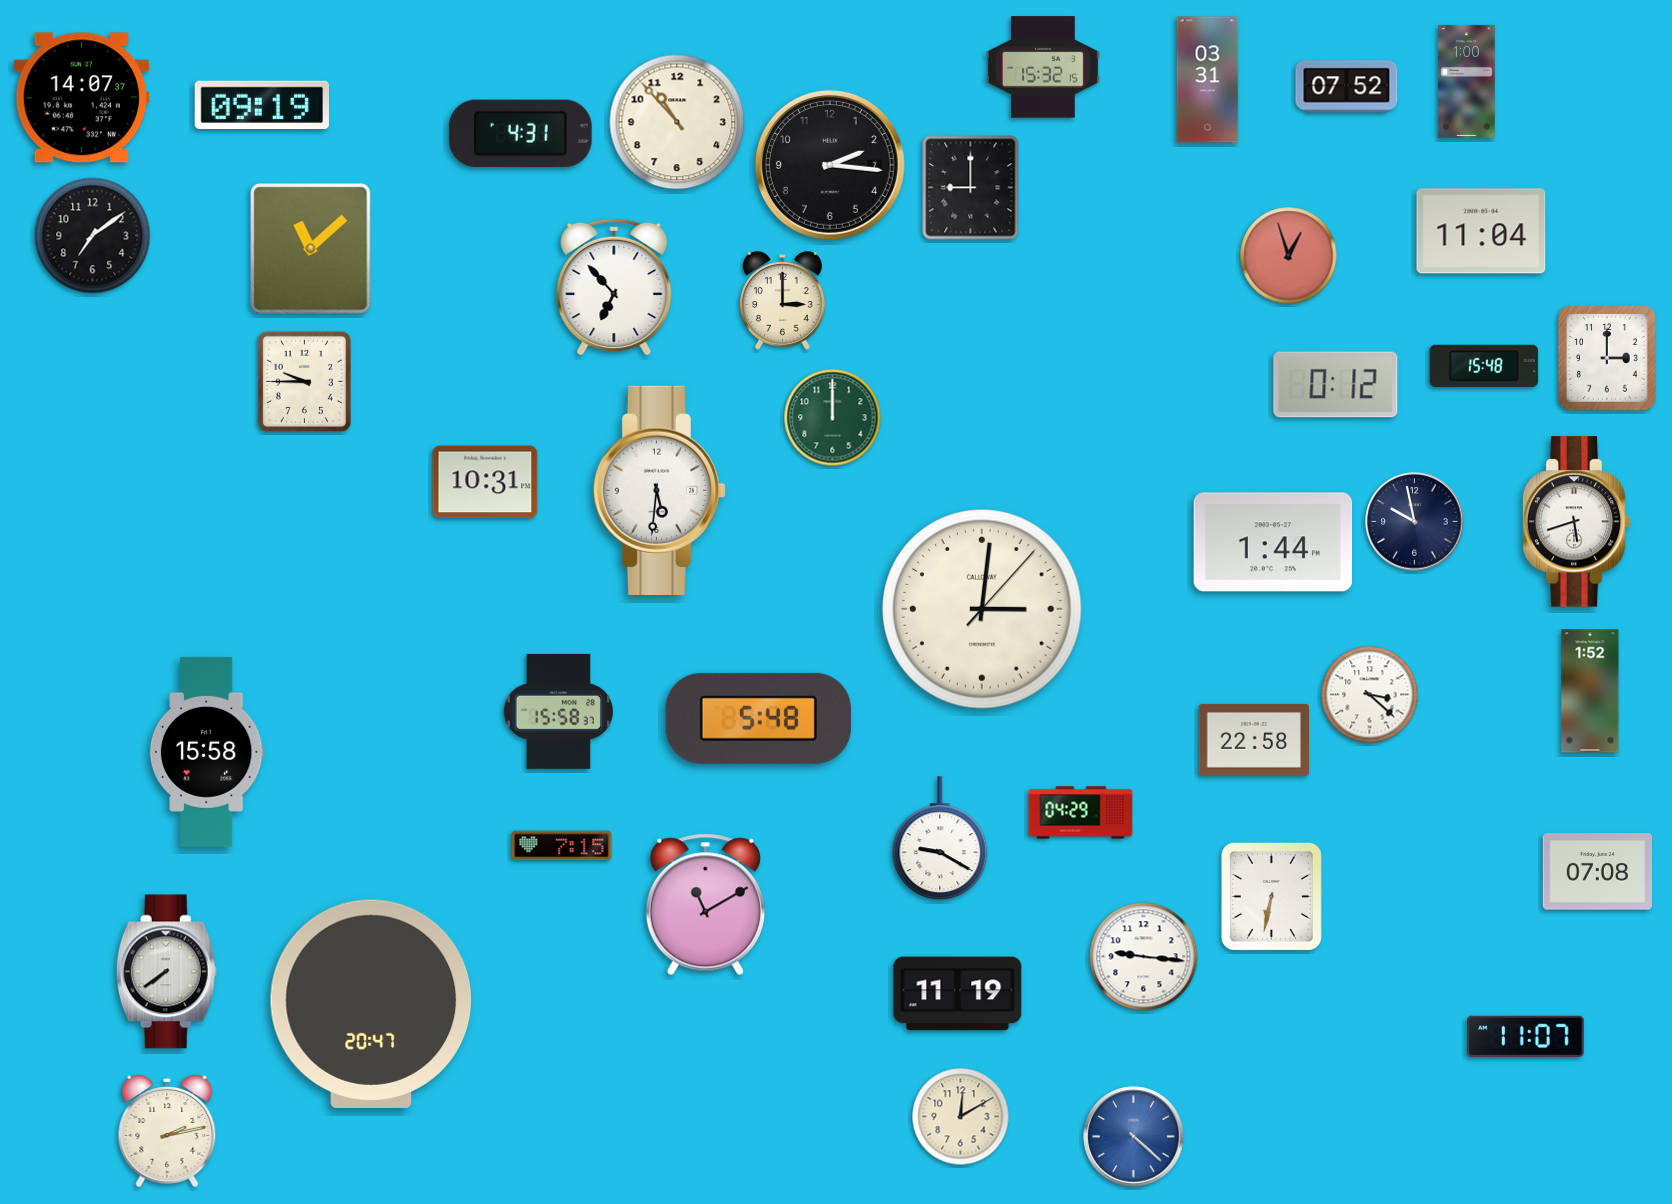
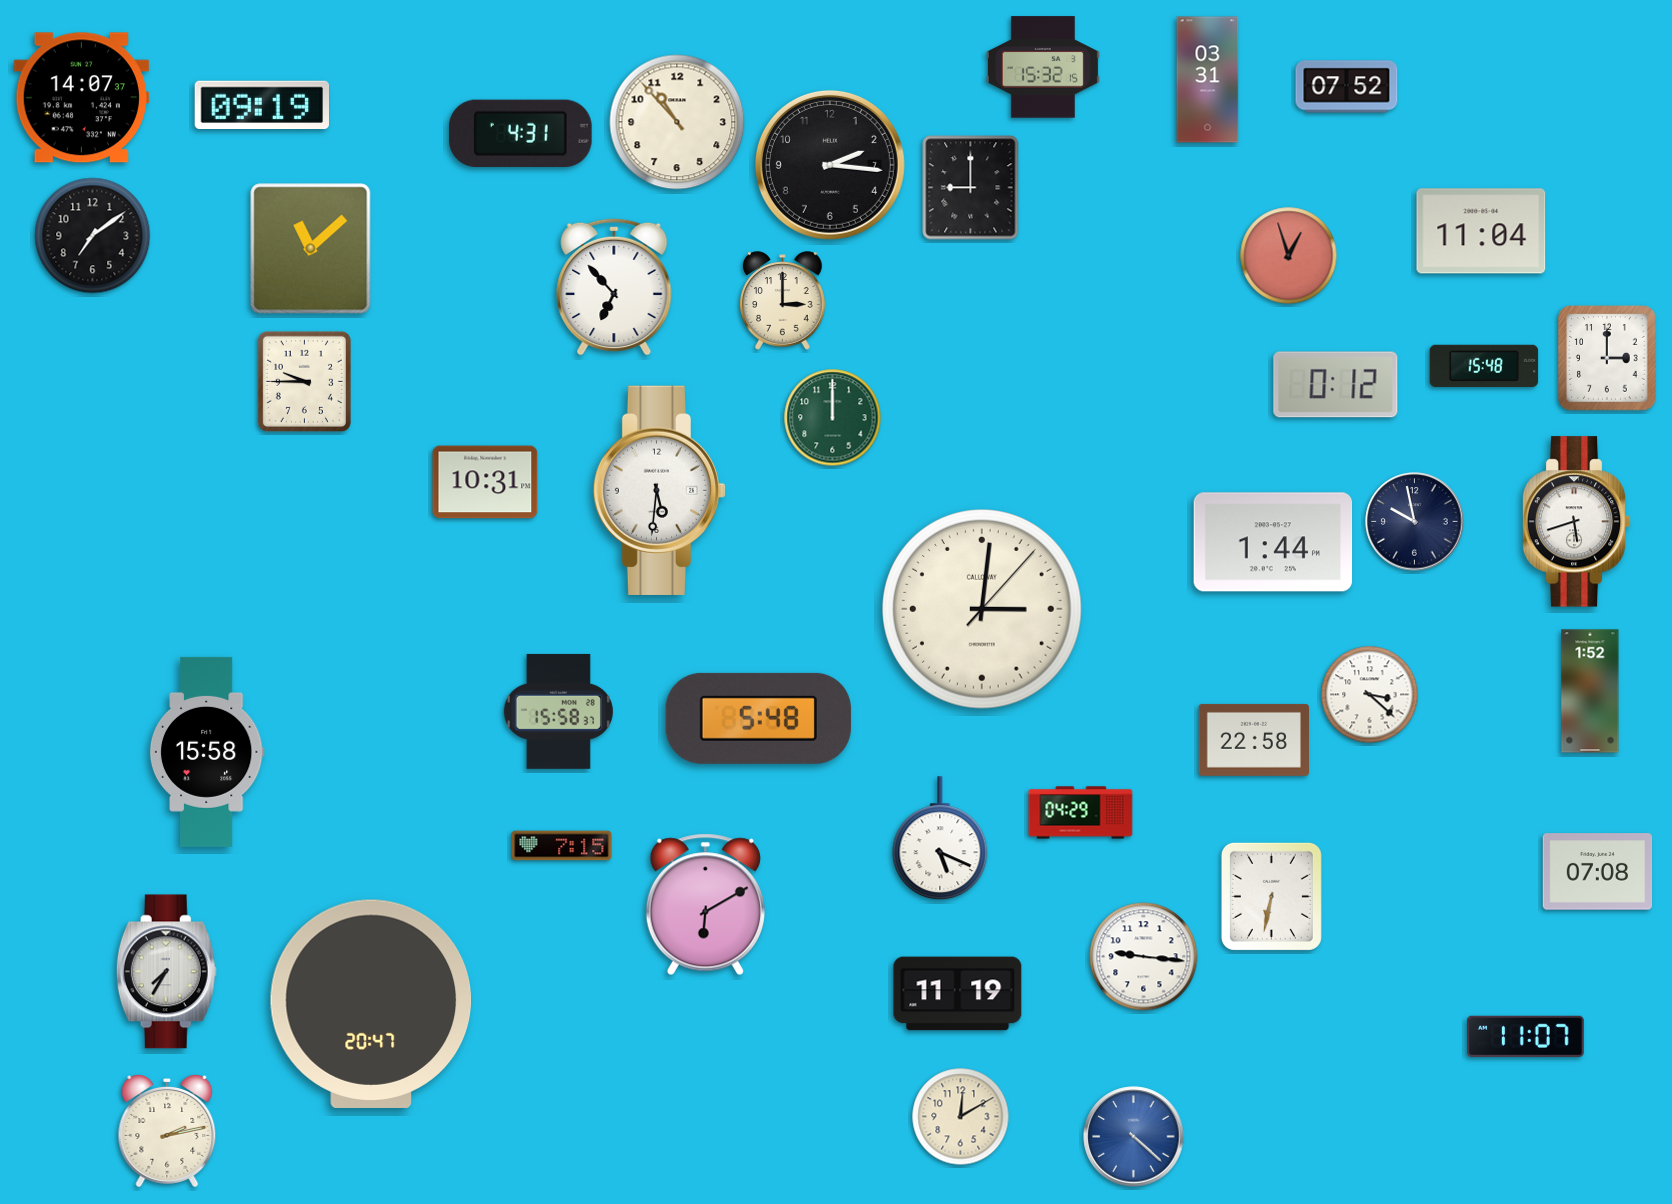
clock at (1467, 81): 1:00 -> none
clock at (940, 839): 9:20 -> 5:19
clock at (705, 905): 11:10 -> 6:10
clock at (166, 972): 7:39 -> 7:35
